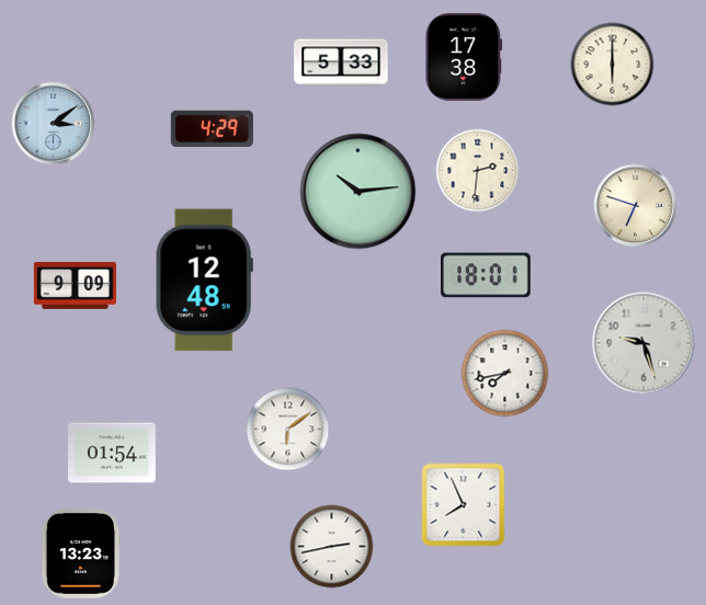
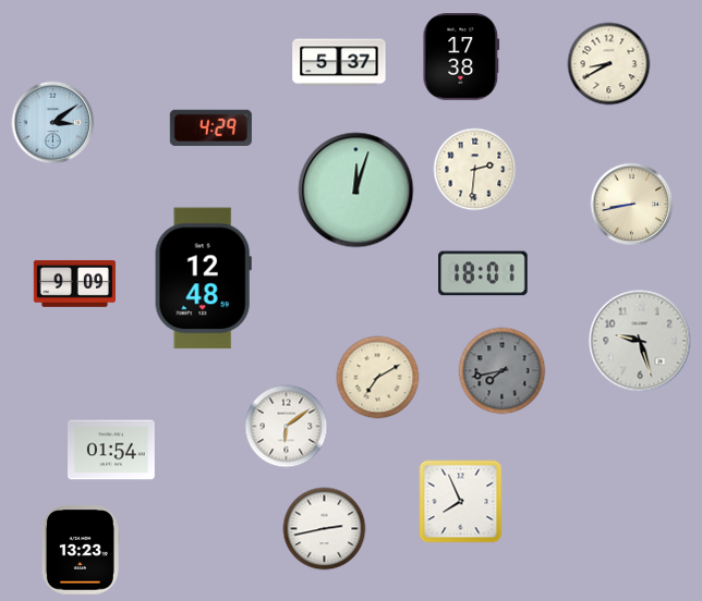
clock at (341, 62): 5:33 -> 5:37
clock at (613, 65): 6:00 -> 8:40
clock at (358, 192): 10:14 -> 12:03
clock at (636, 206): 6:48 -> 8:43
clock at (505, 374) dial: white -> grey
clock at (378, 378): none -> 7:10
clock at (332, 547) position: (332, 547) -> (325, 529)
